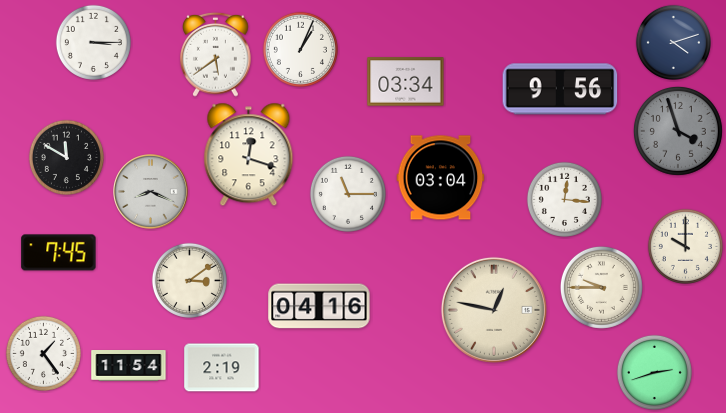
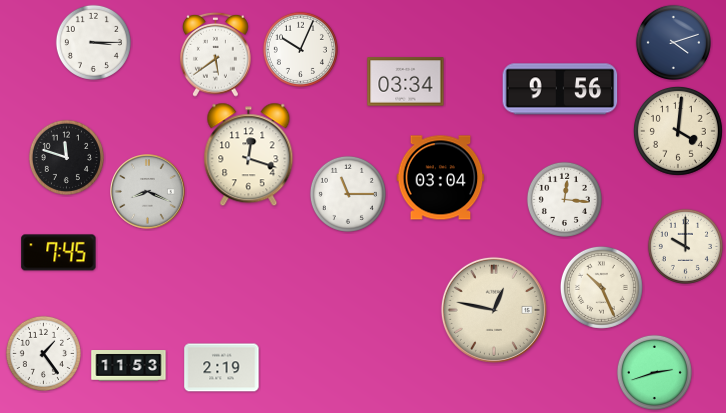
clock at (300, 49): 1:04 -> 10:04
clock at (678, 131): 3:57 -> 4:01
clock at (678, 131) dial: grey -> cream
clock at (66, 157): 11:50 -> 11:48
clock at (151, 192) position: (151, 192) -> (148, 192)
clock at (189, 280): 3:09 -> none
clock at (601, 287): 9:45 -> 10:26
clock at (319, 306): 04:16 -> none
clock at (129, 366): 11:54 -> 11:53
